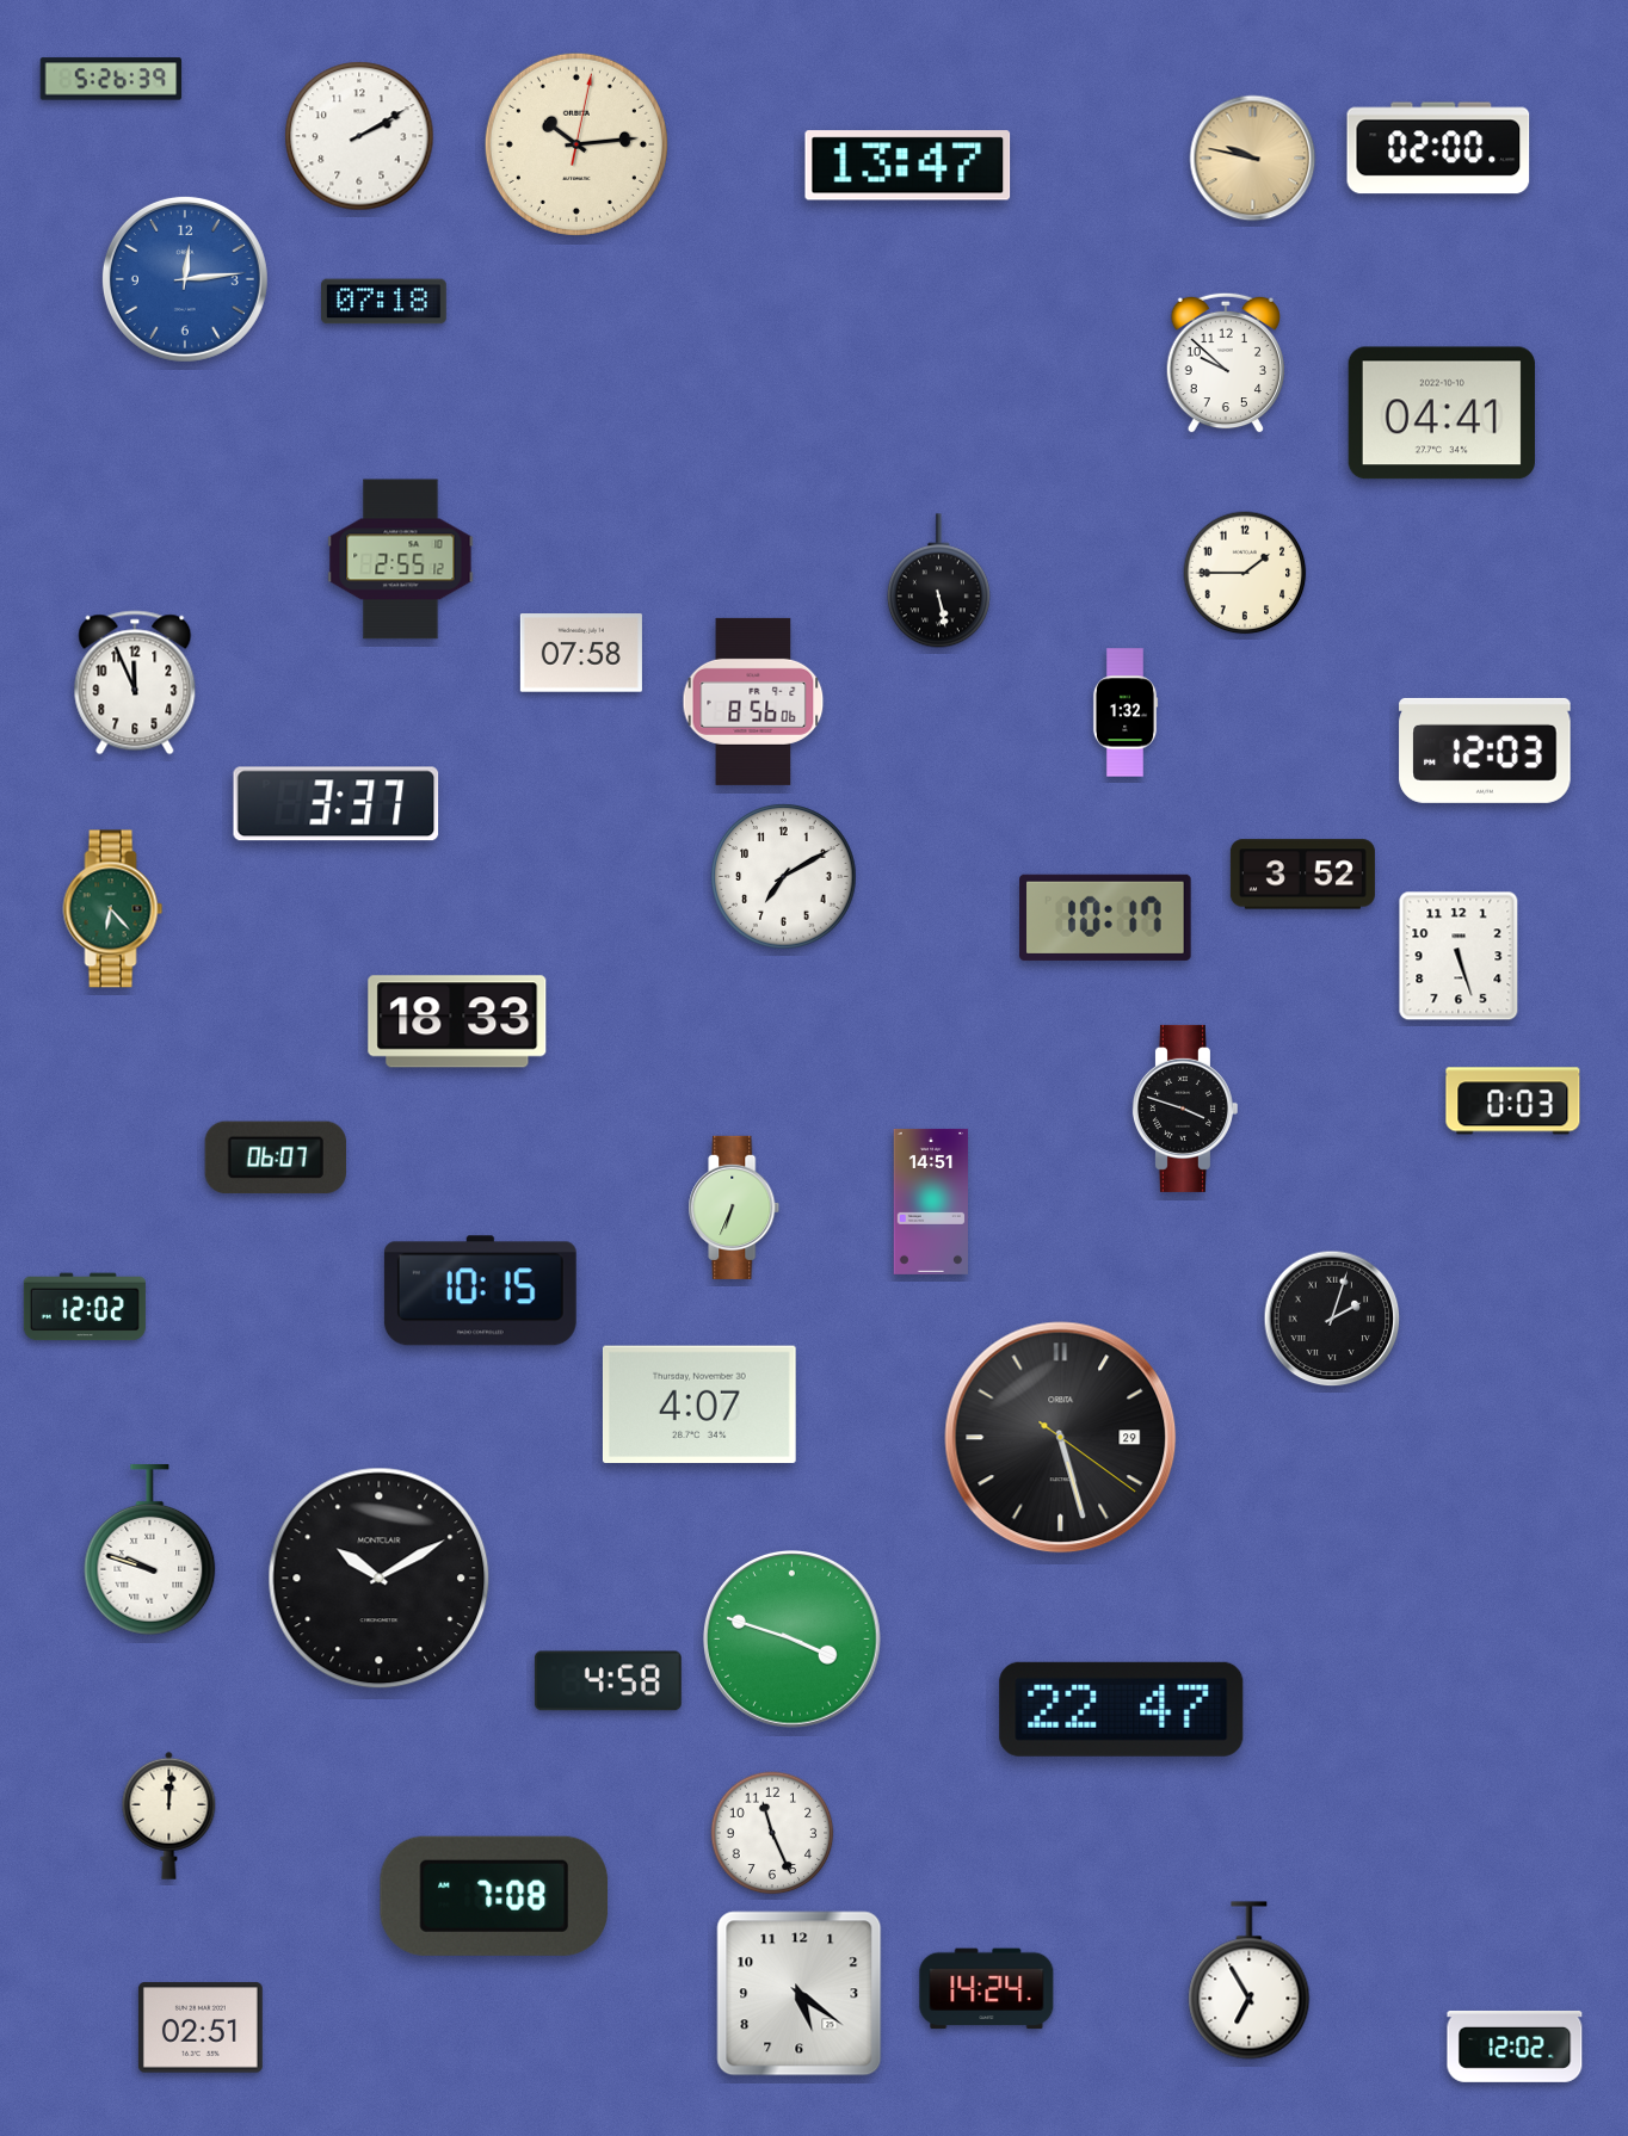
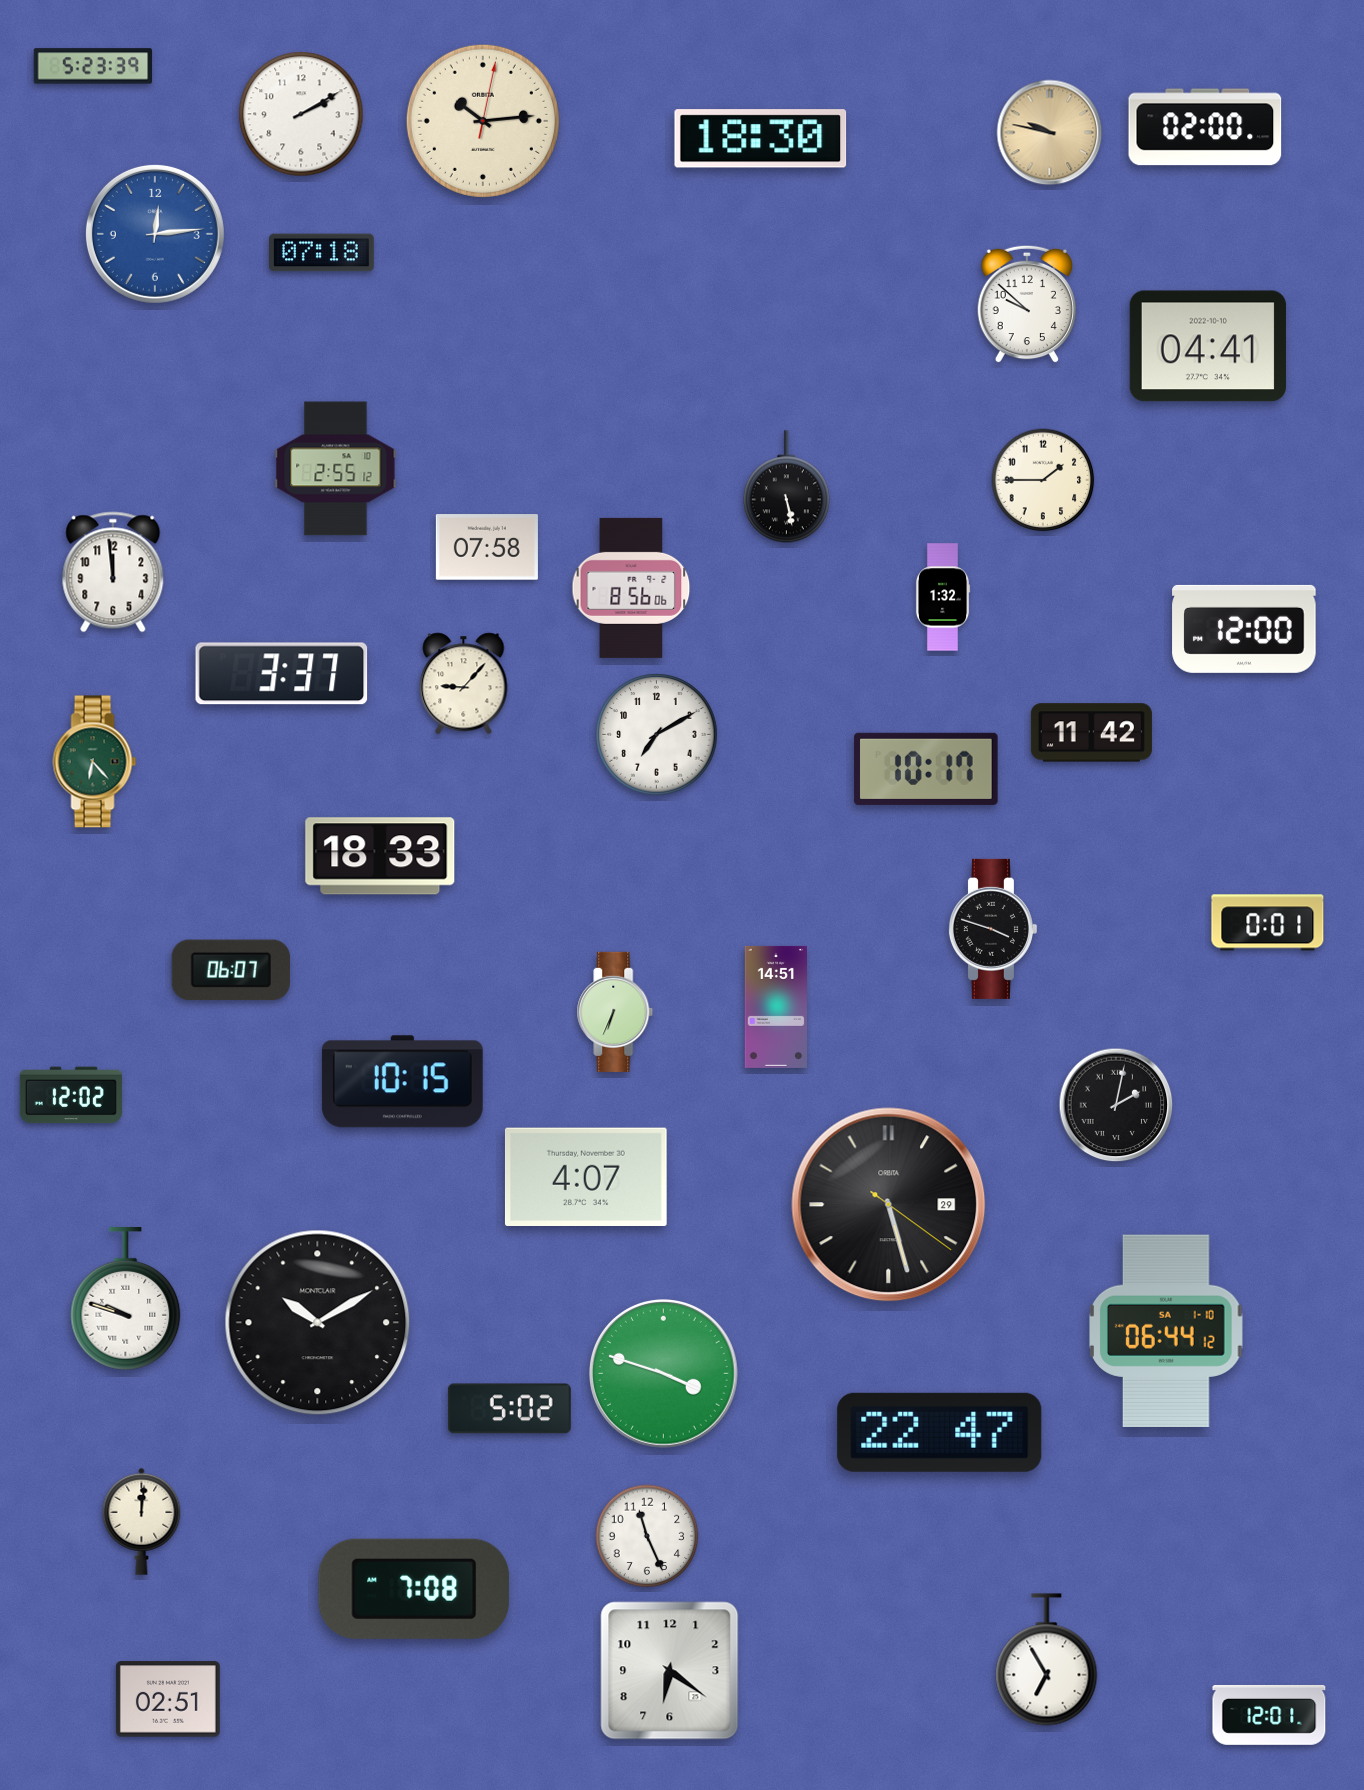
clock at (111, 79): 5:26 -> 5:23
clock at (1438, 148) position: (1438, 148) -> (1205, 127)
clock at (908, 166): 13:47 -> 18:30
clock at (135, 683): 11:56 -> 11:59
clock at (1485, 751): 12:03 -> 12:00
clock at (464, 684): none -> 9:07
clock at (1302, 875): 3:52 -> 11:42
clock at (1459, 956): 5:27 -> none
clock at (457, 1021) position: (457, 1021) -> (380, 856)
clock at (1513, 1101): 0:03 -> 0:01
clock at (930, 1202) position: (930, 1202) -> (775, 1007)
clock at (1332, 1319): 2:03 -> 2:02
clock at (1167, 1331): none -> 06:44
clock at (608, 1681): 4:58 -> 5:02
clock at (987, 1989): 14:24 -> none
clock at (800, 1994): 5:21 -> 6:21
clock at (1515, 2047): 12:02 -> 12:01
